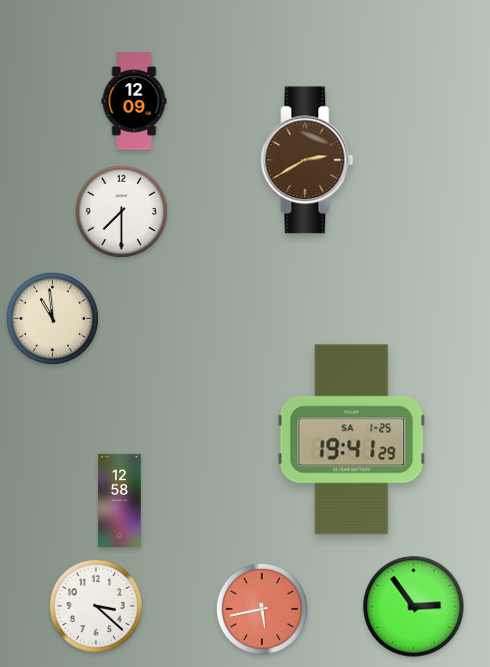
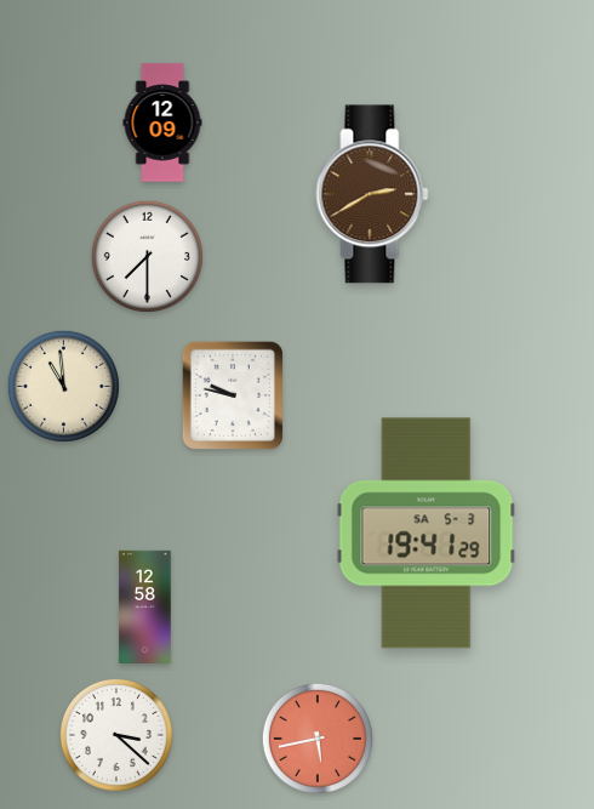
clock at (233, 395): none -> 9:47
clock at (352, 440) date: SA 1-25 -> SA 5-3
clock at (414, 607): 2:54 -> none
